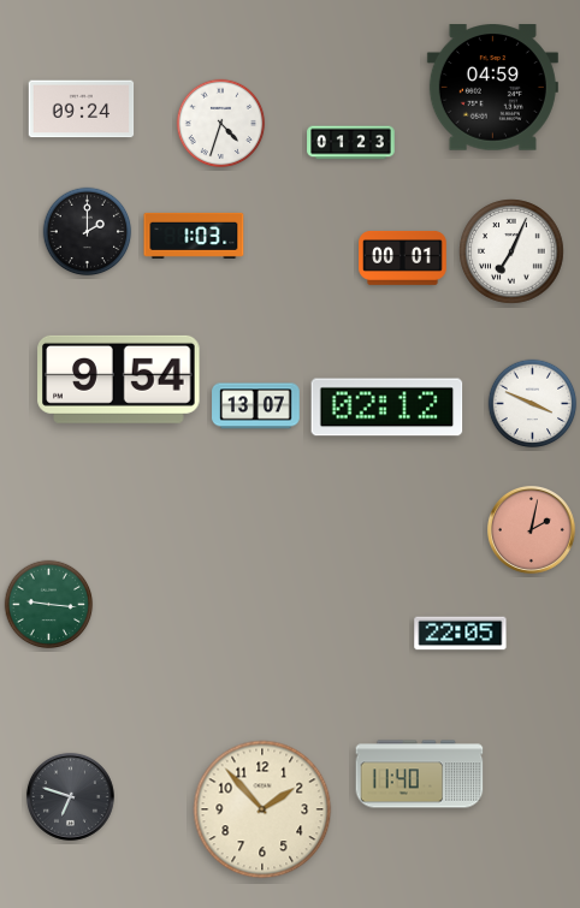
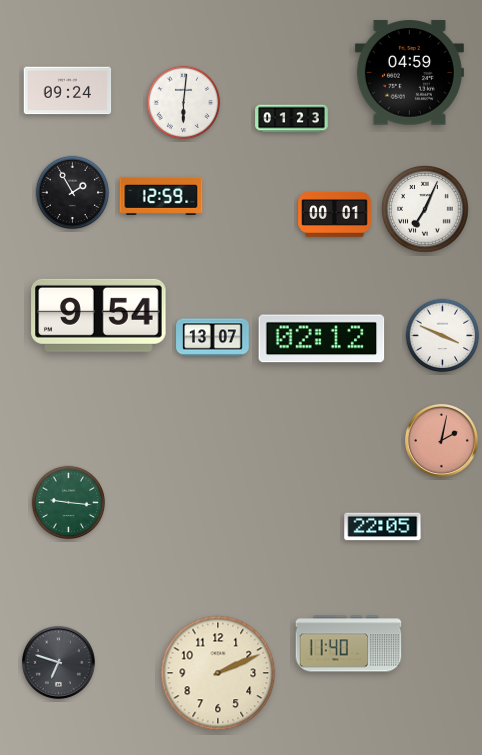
clock at (221, 124): 4:33 -> 6:01
clock at (88, 232): 2:00 -> 1:55
clock at (194, 236): 1:03 -> 12:59
clock at (49, 605) position: (49, 605) -> (69, 503)
clock at (262, 809): 1:53 -> 2:11
